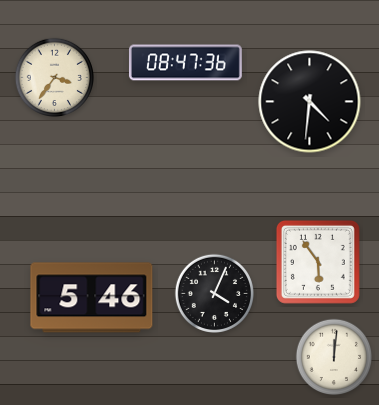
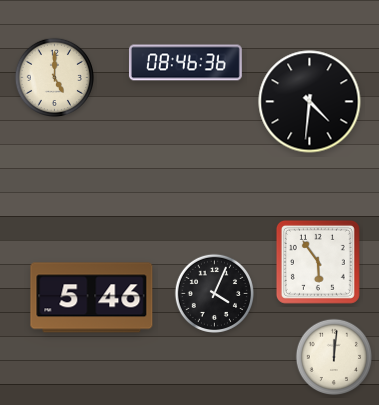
clock at (185, 63): 08:47 -> 08:46
clock at (54, 77): 3:36 -> 5:00
